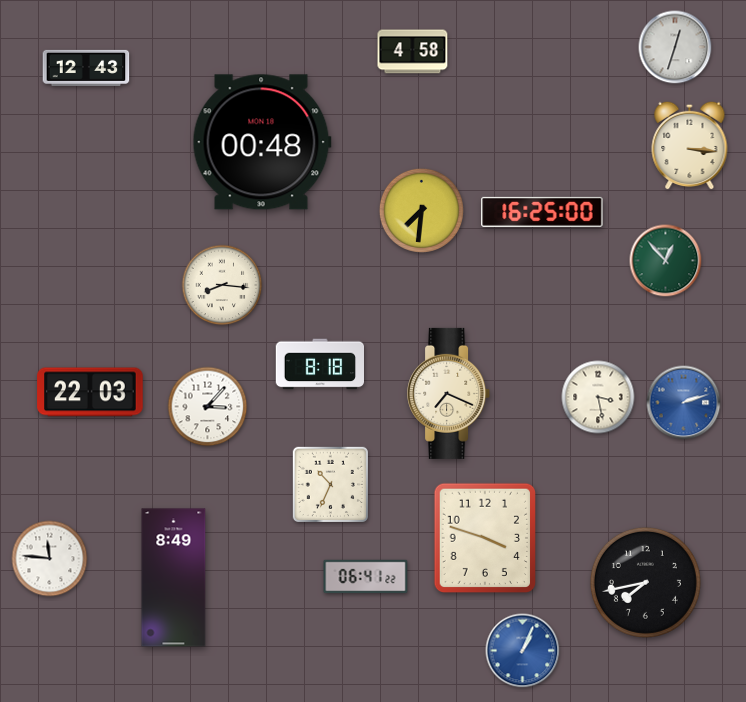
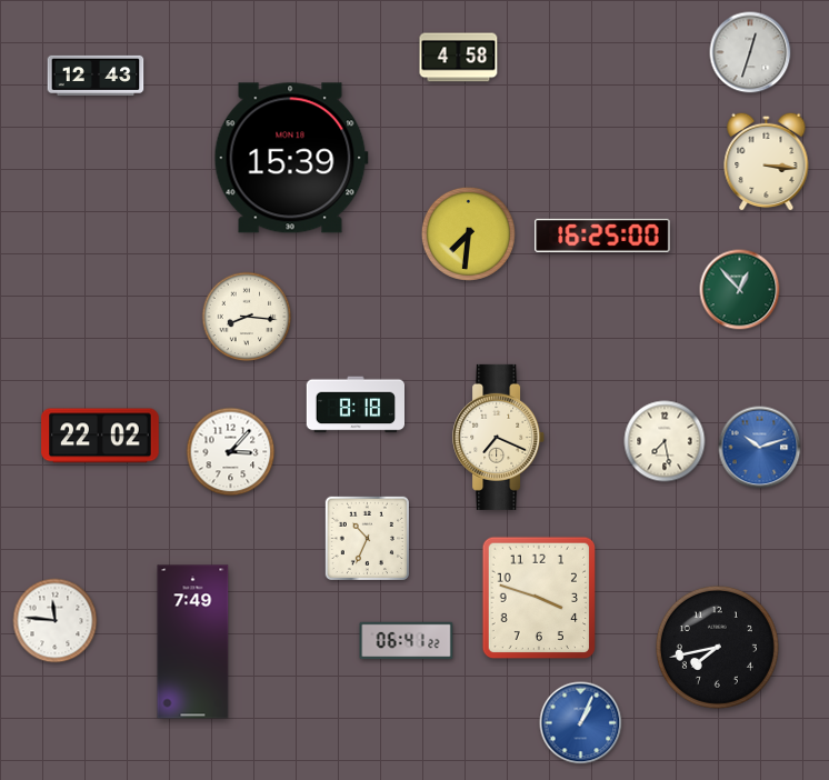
clock at (262, 142): 00:48 -> 15:39
clock at (90, 392): 22:03 -> 22:02
clock at (598, 397): 3:28 -> 7:28
clock at (684, 403): 2:12 -> 10:12
clock at (174, 578): 8:49 -> 7:49
